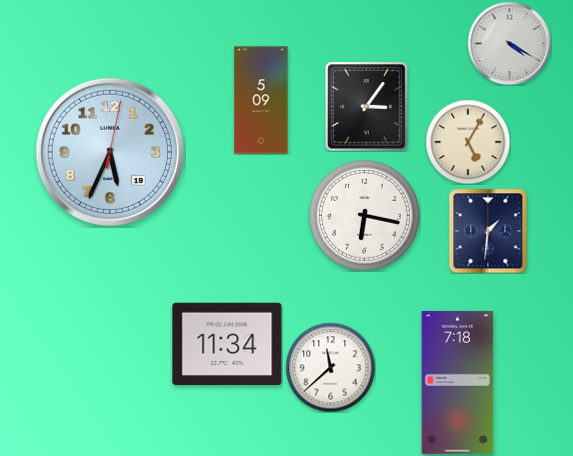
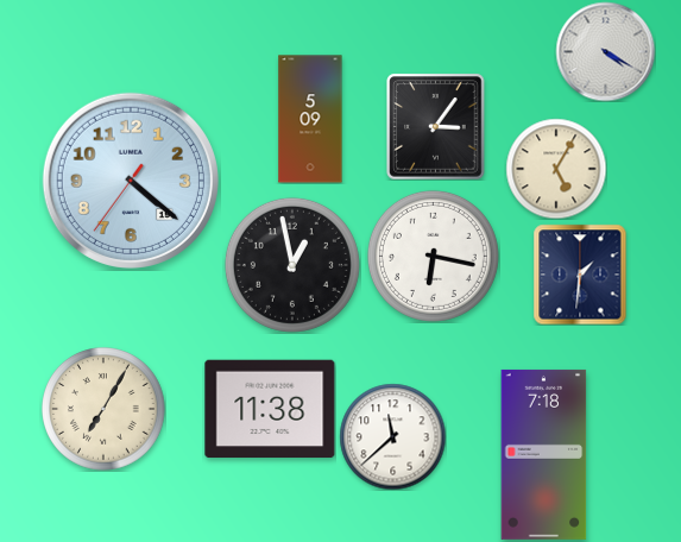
clock at (110, 152): 5:34 -> 4:21
clock at (292, 265): none -> 12:58
clock at (103, 409): none -> 7:05
clock at (227, 344): 11:34 -> 11:38
